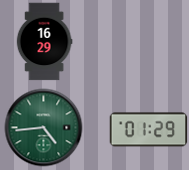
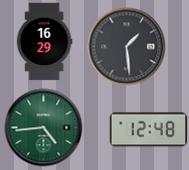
clock at (126, 46): none -> 1:29
clock at (148, 130): 01:29 -> 12:48
